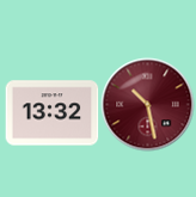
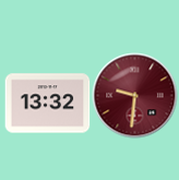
clock at (147, 104): 10:28 -> 9:31
